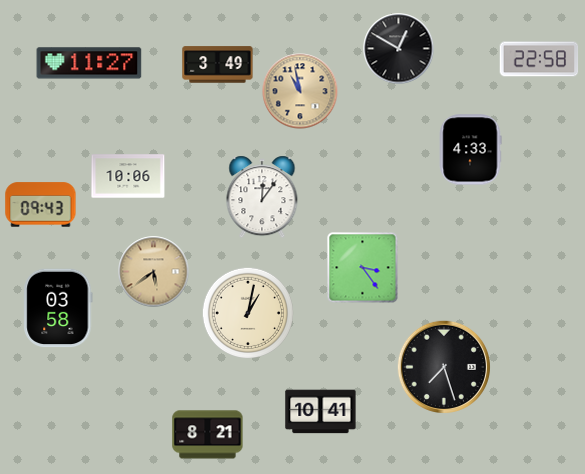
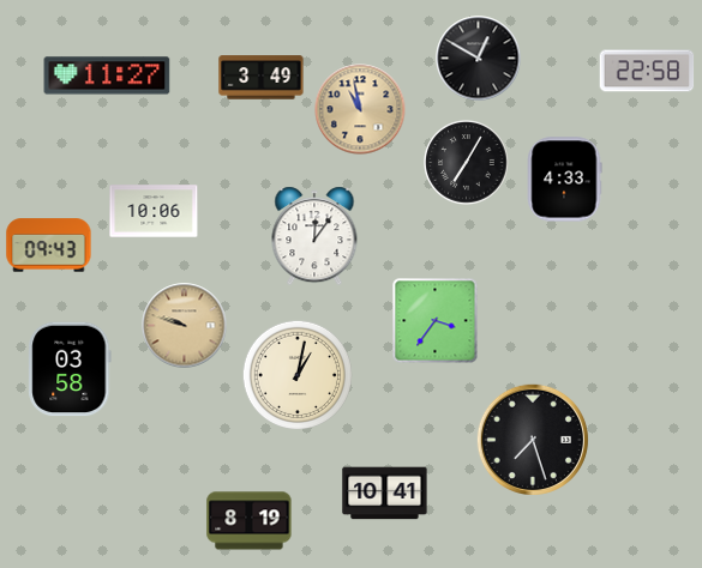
clock at (467, 163): none -> 7:05
clock at (363, 268): 3:24 -> 3:36
clock at (154, 272): 5:39 -> 9:48
clock at (208, 435): 8:21 -> 8:19
